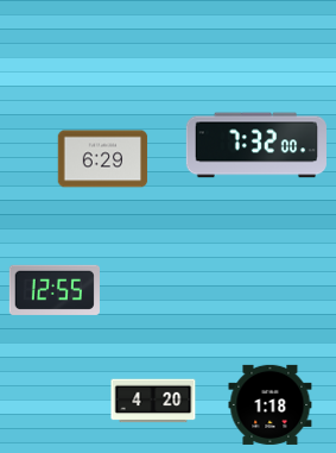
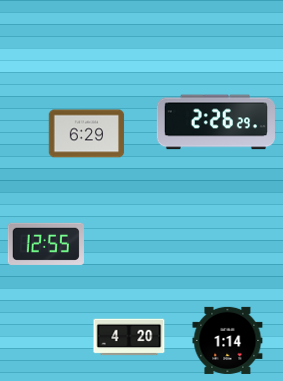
clock at (256, 145): 7:32 -> 2:26
clock at (271, 404): 1:18 -> 1:14
